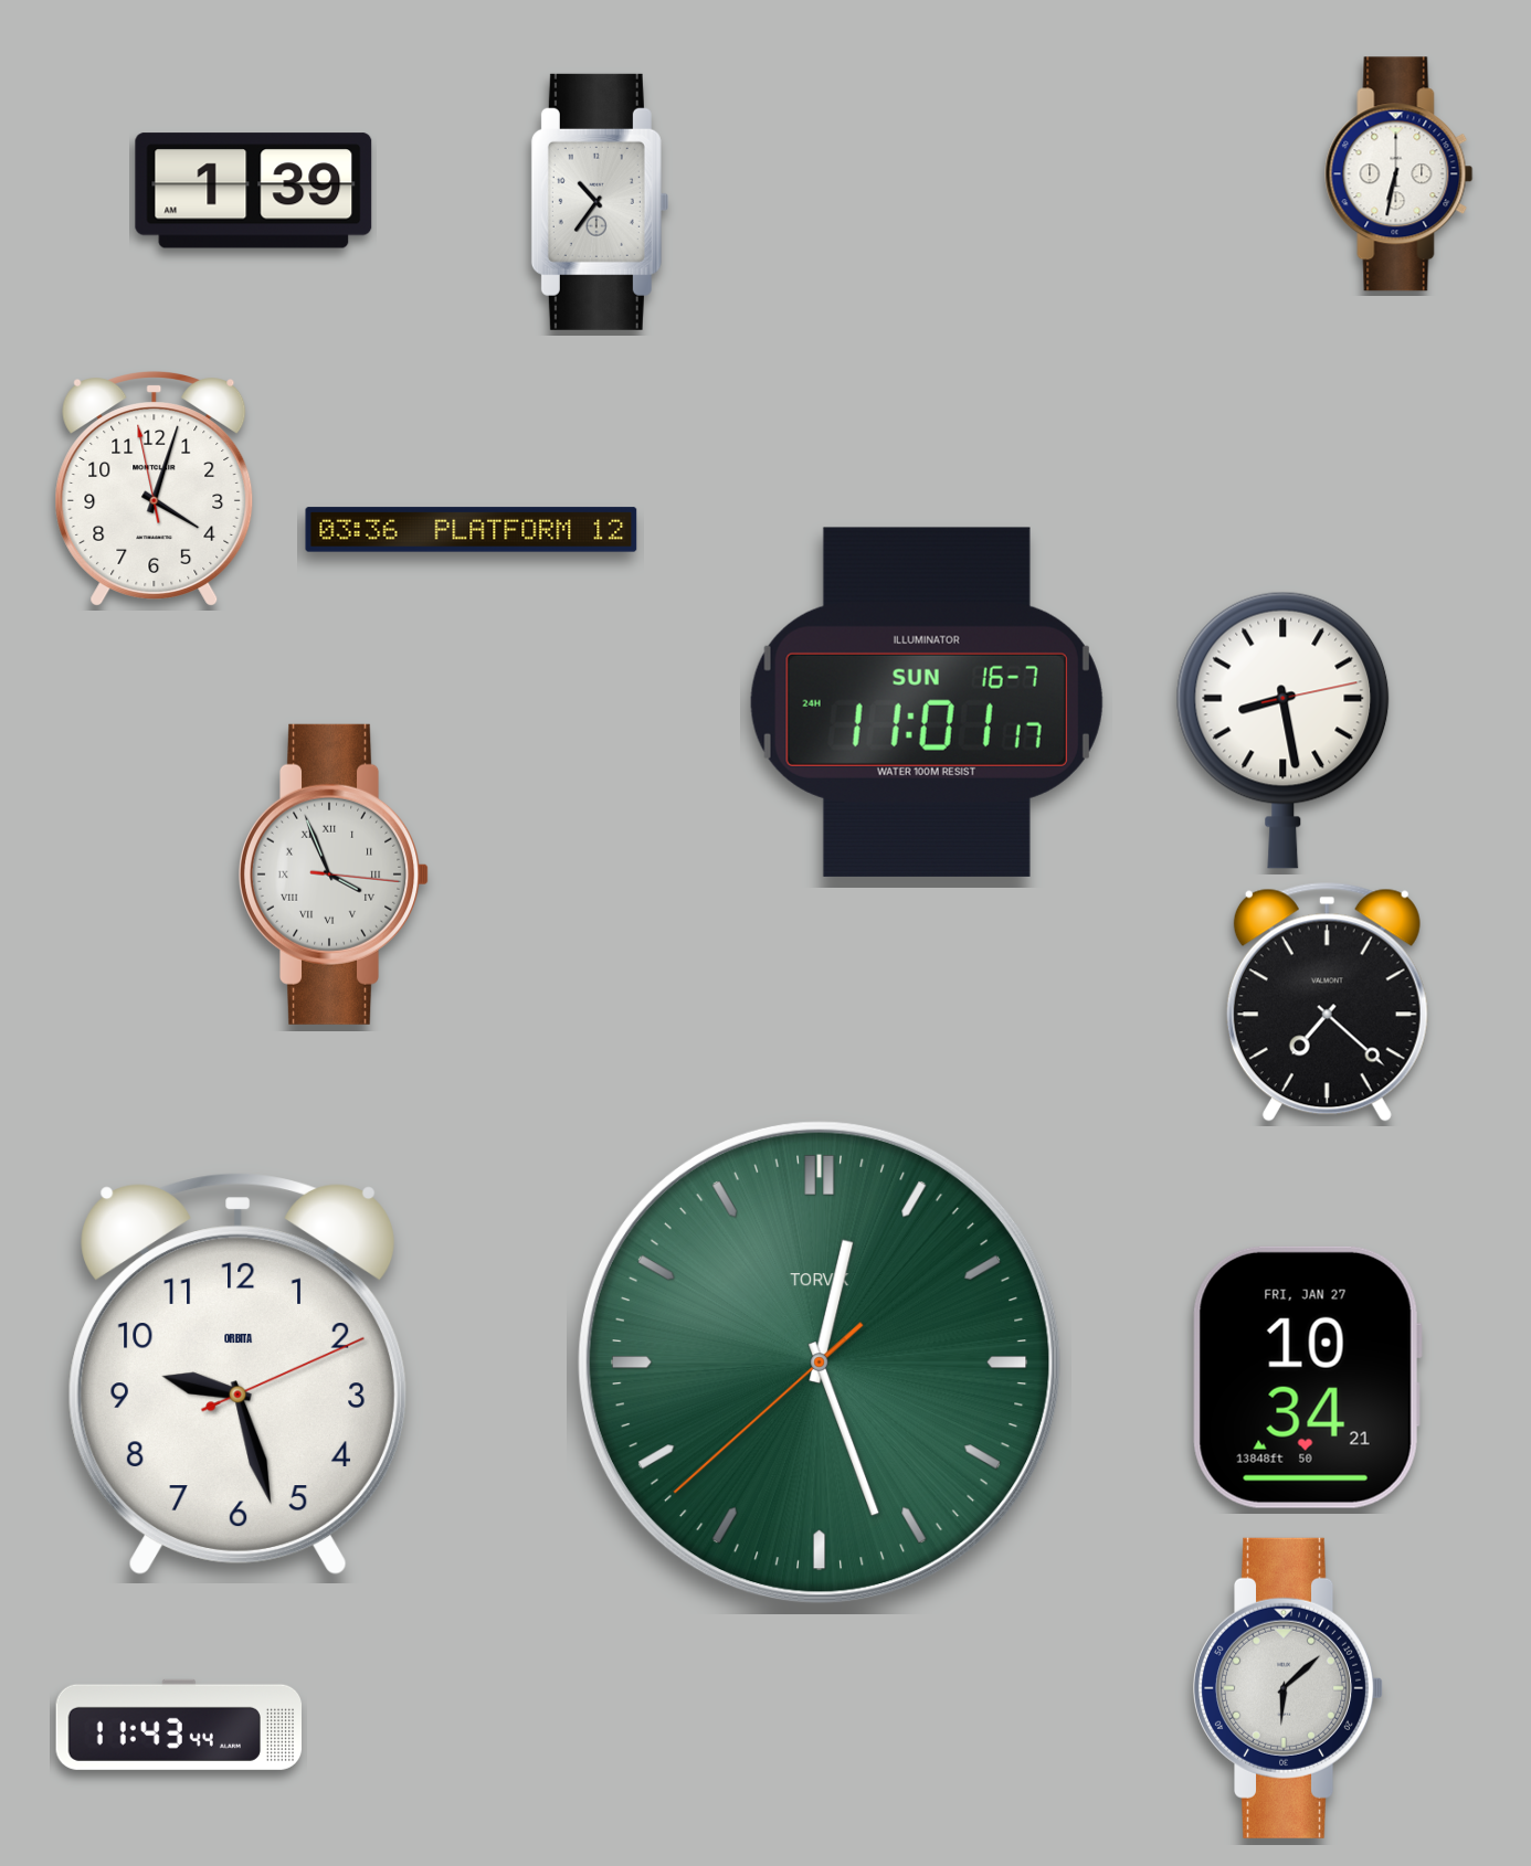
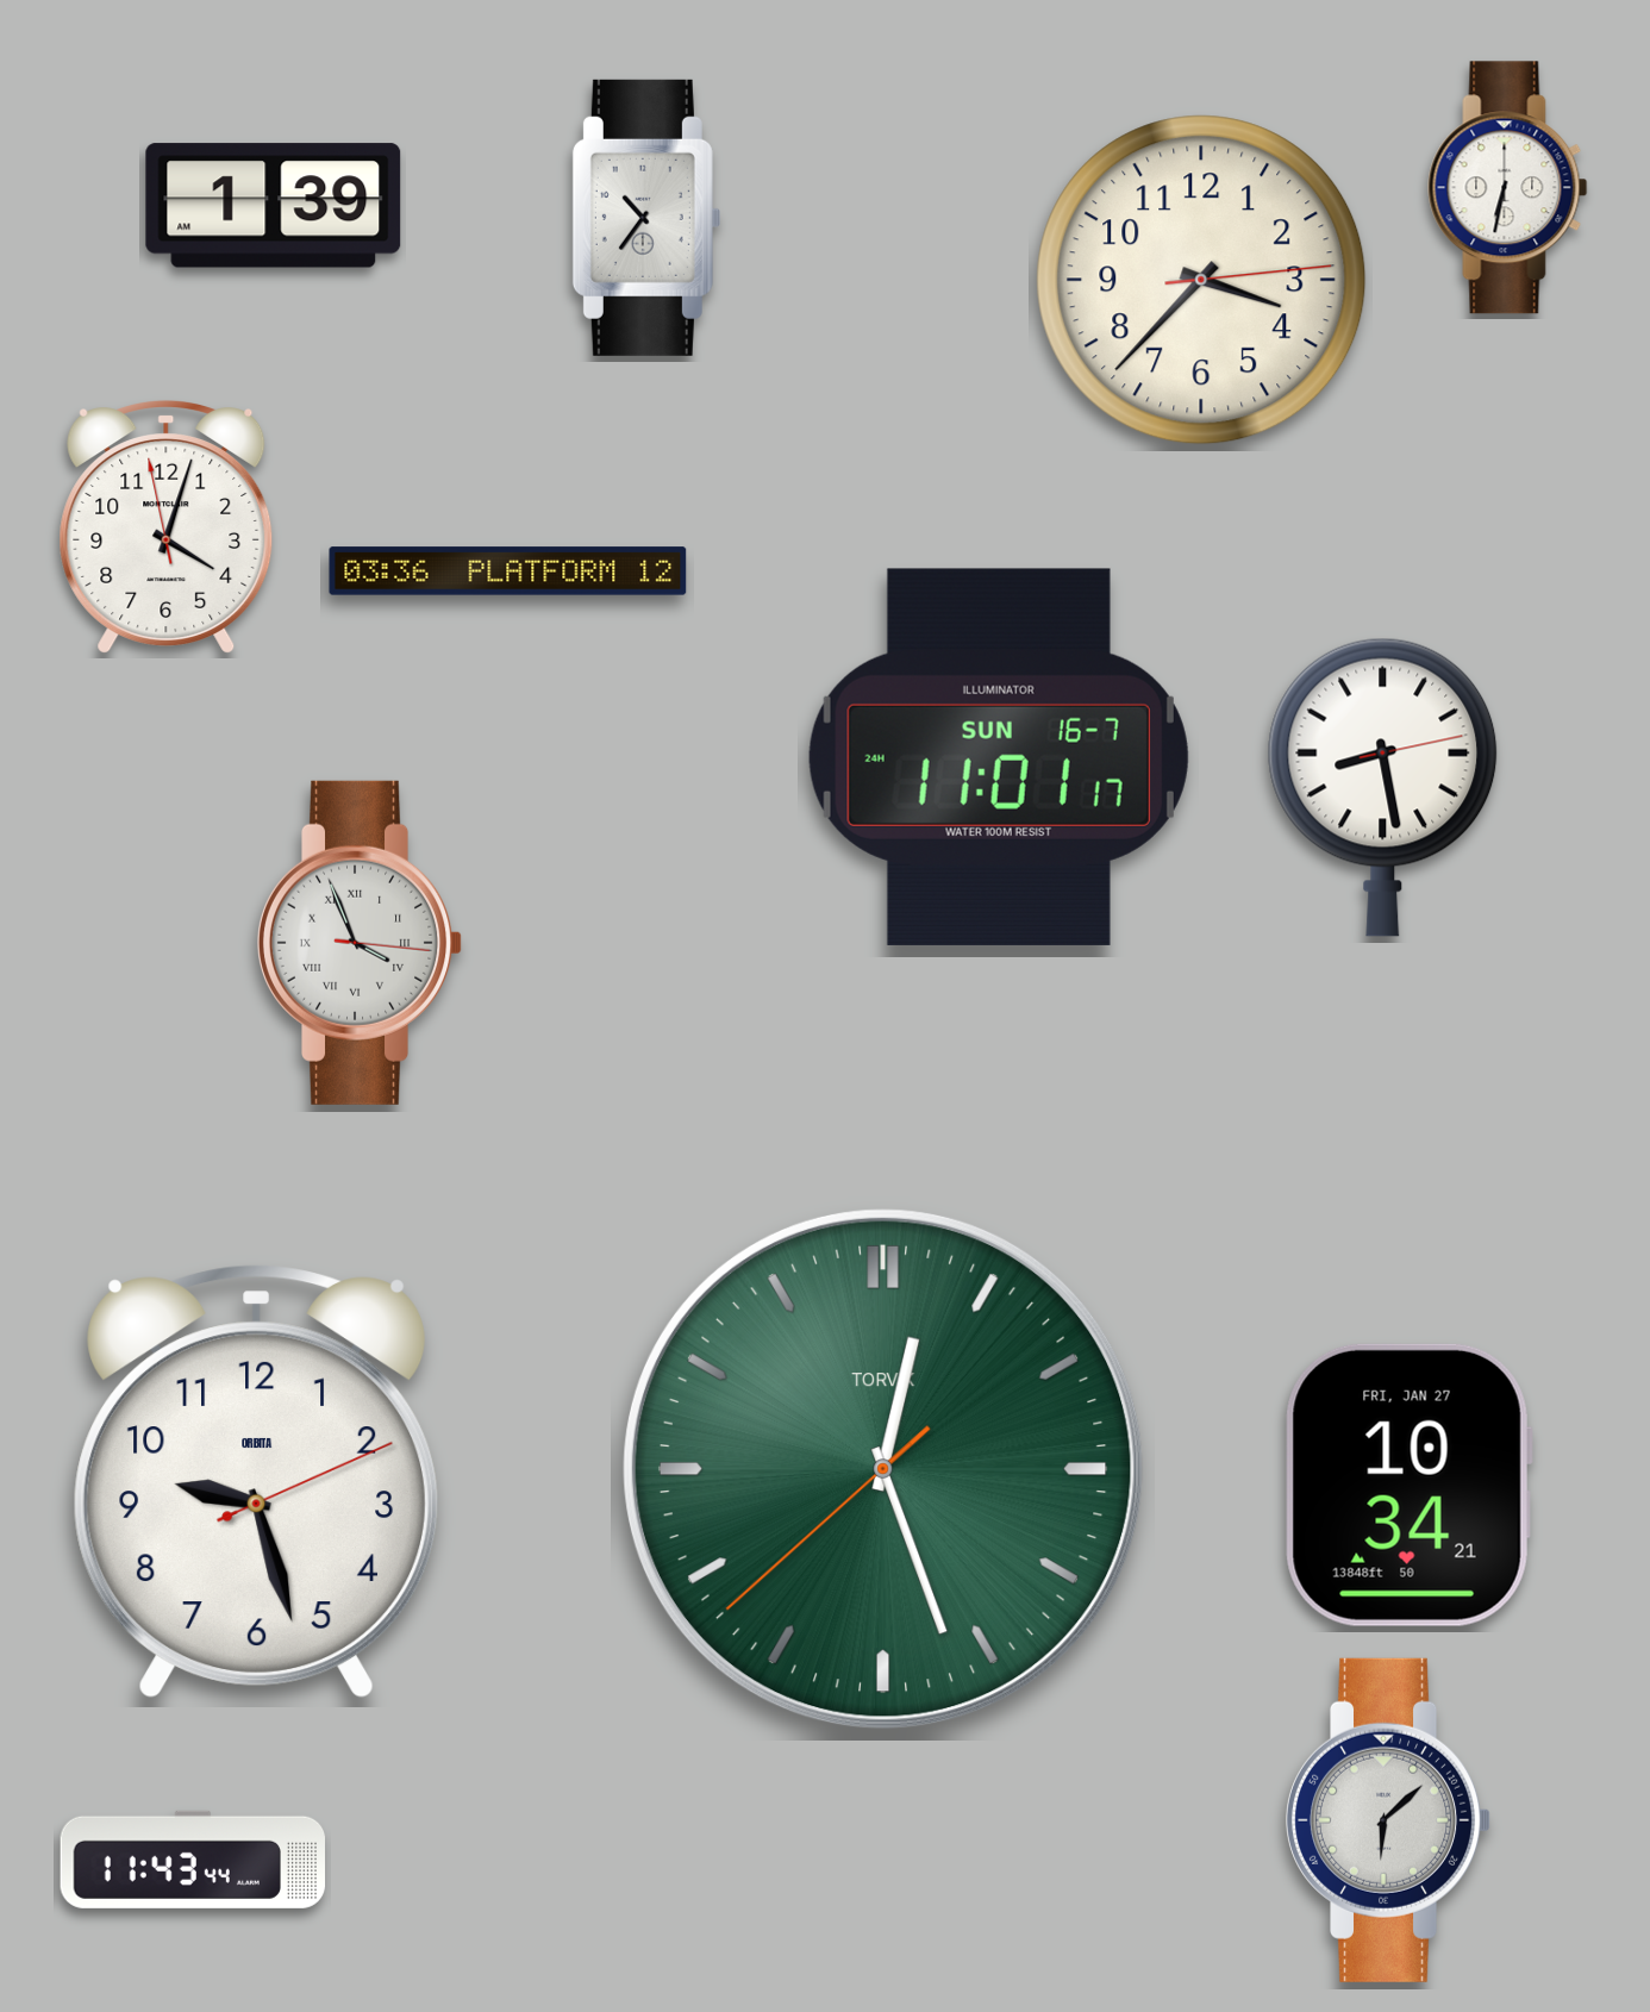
clock at (1201, 280): none -> 3:37
clock at (1327, 1001): 7:22 -> none
